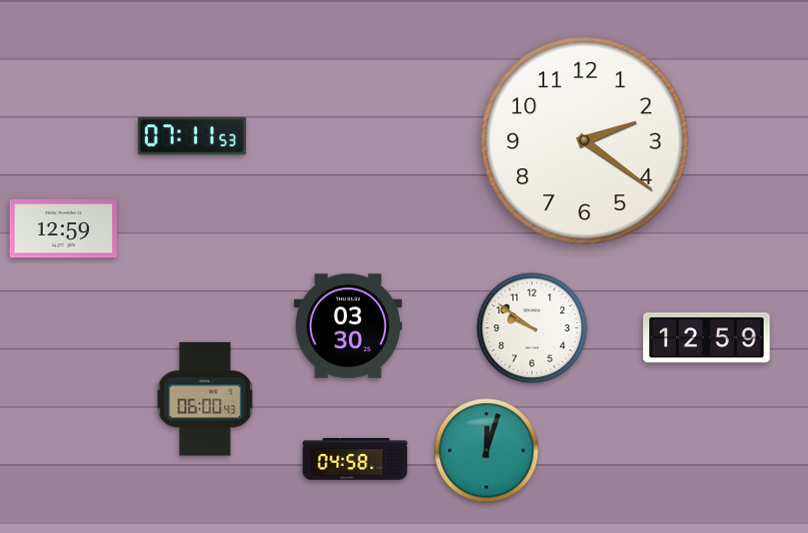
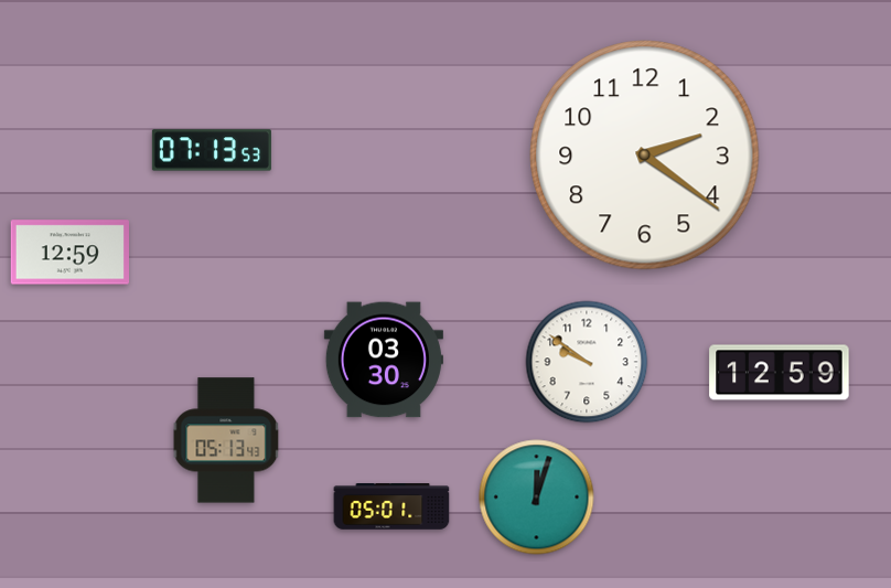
clock at (192, 136): 07:11 -> 07:13
clock at (205, 399): 06:00 -> 05:13
clock at (355, 459): 04:58 -> 05:01
